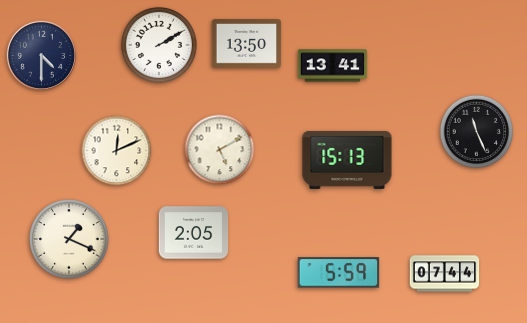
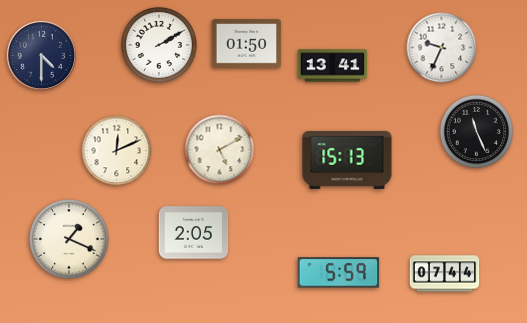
clock at (247, 44): 13:50 -> 01:50
clock at (442, 48): none -> 9:34
